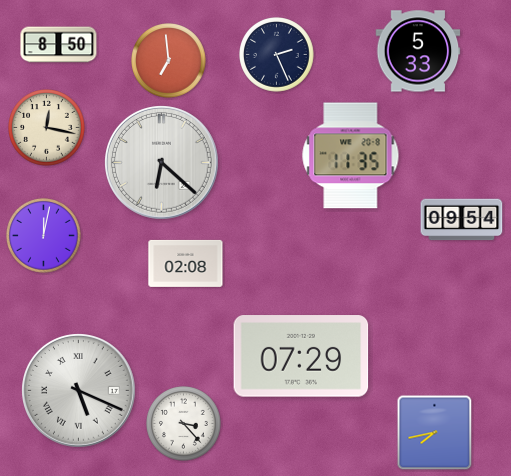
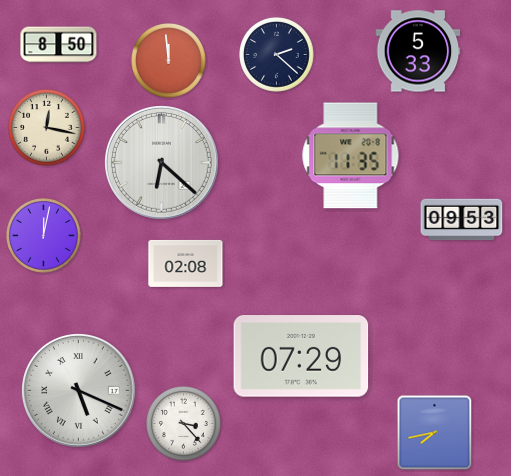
clock at (277, 55): 2:26 -> 2:22
clock at (169, 61): 6:59 -> 11:59
clock at (462, 220): 09:54 -> 09:53
